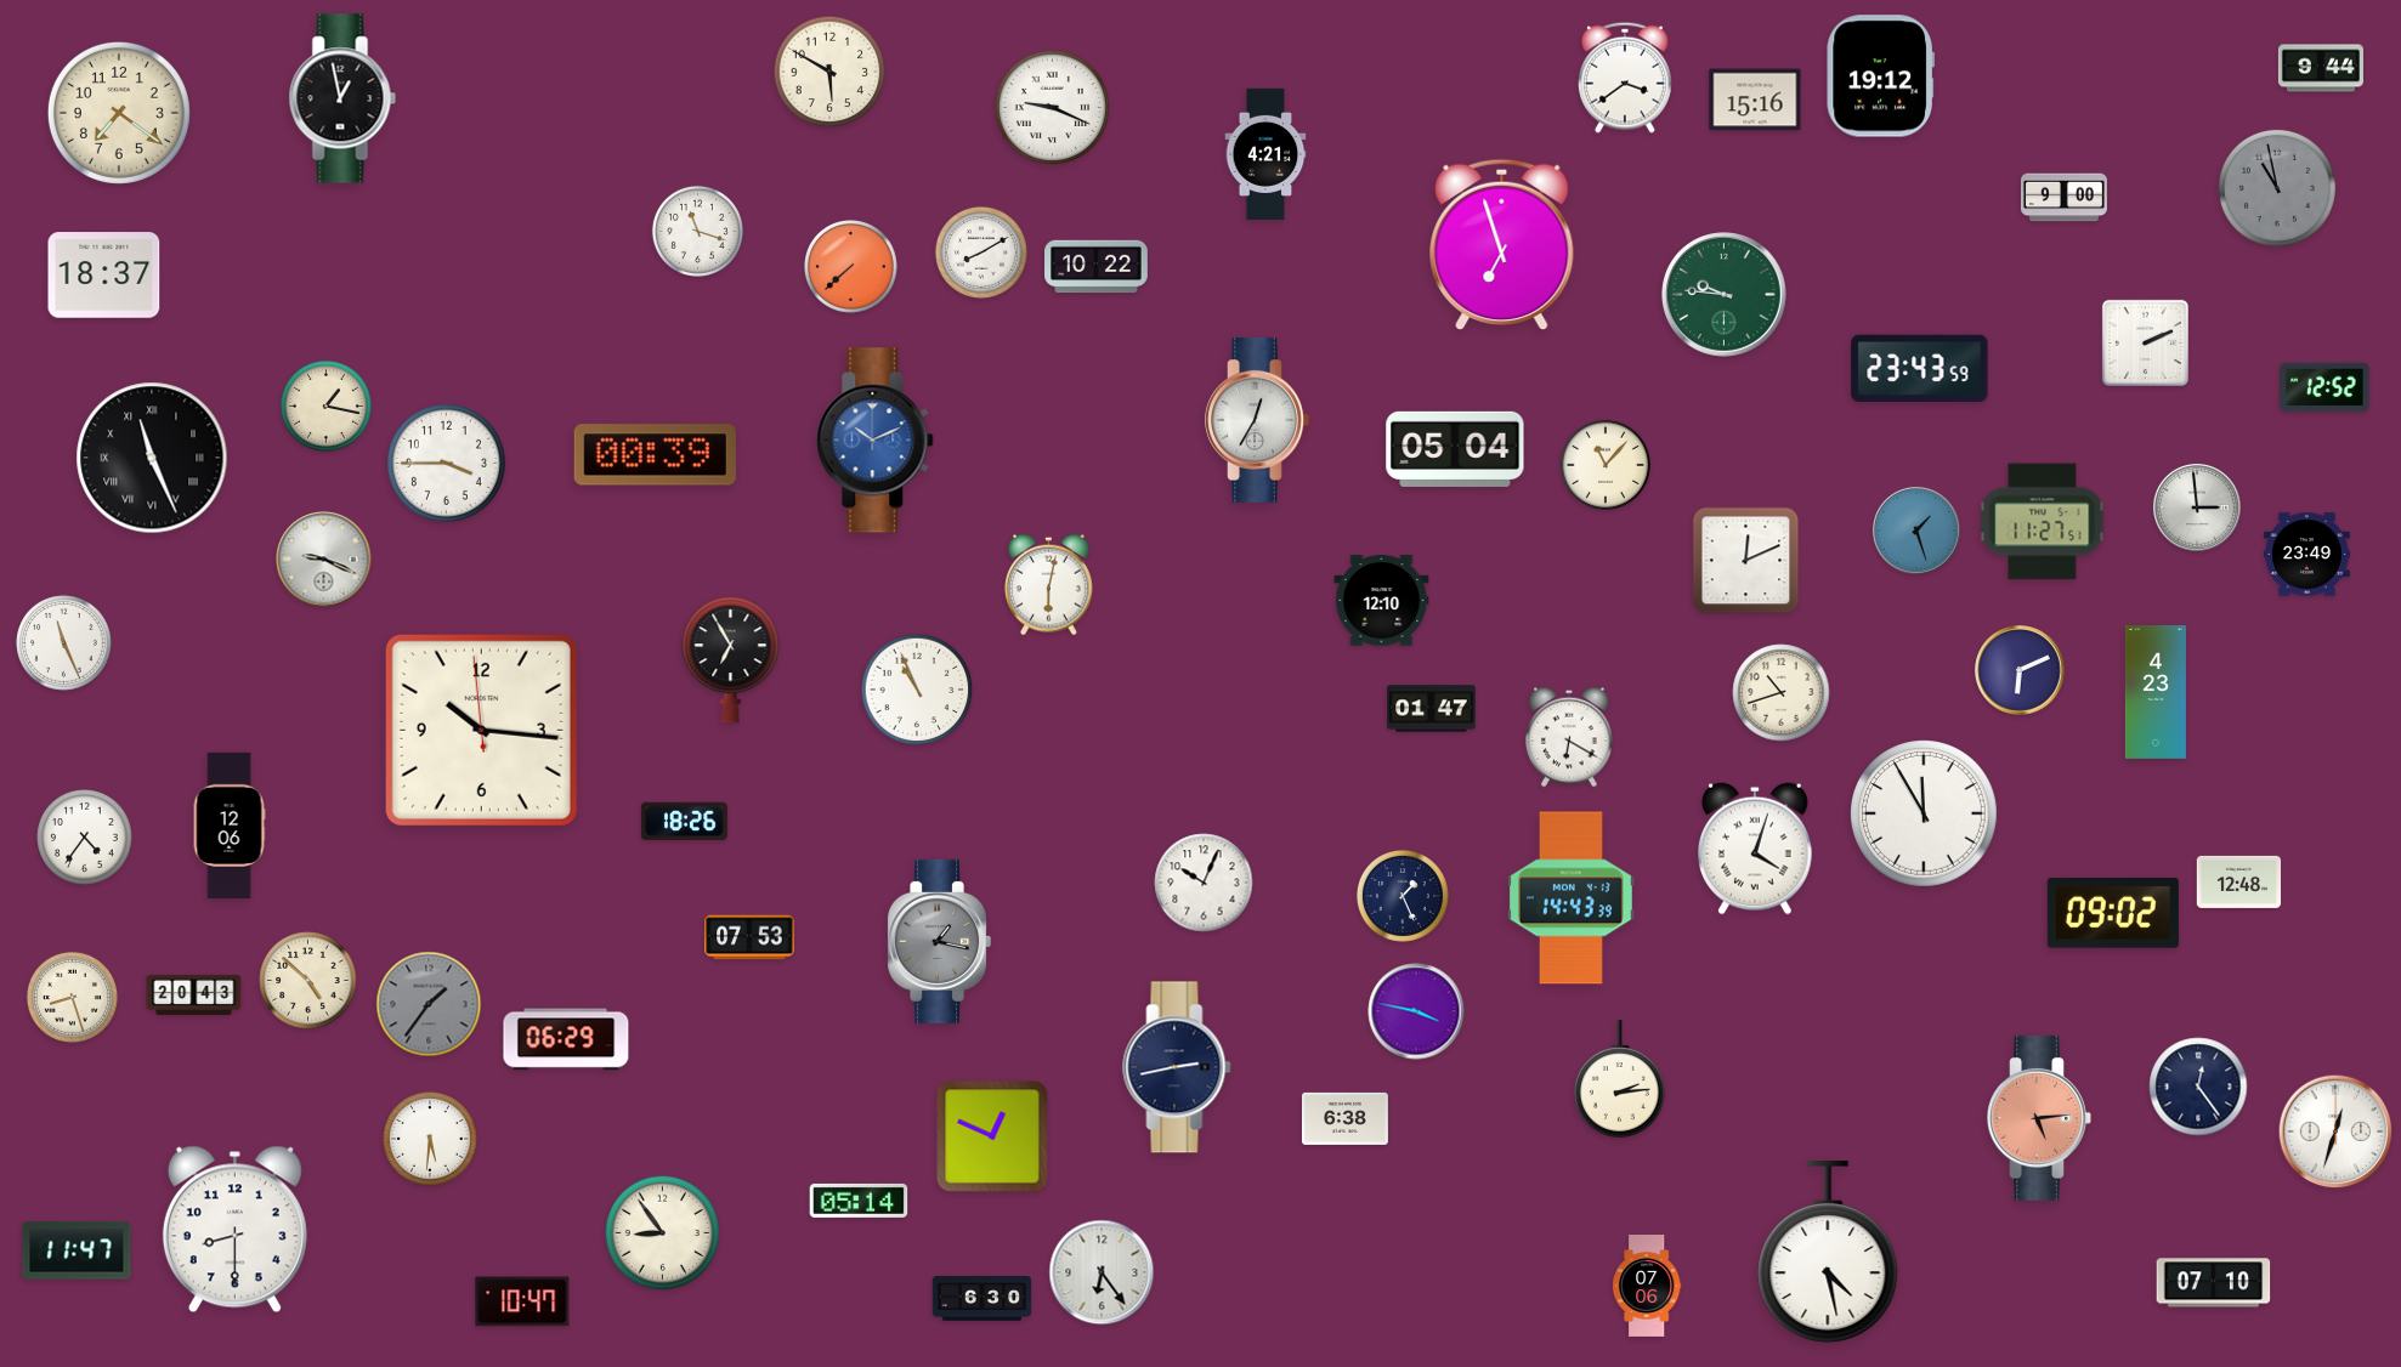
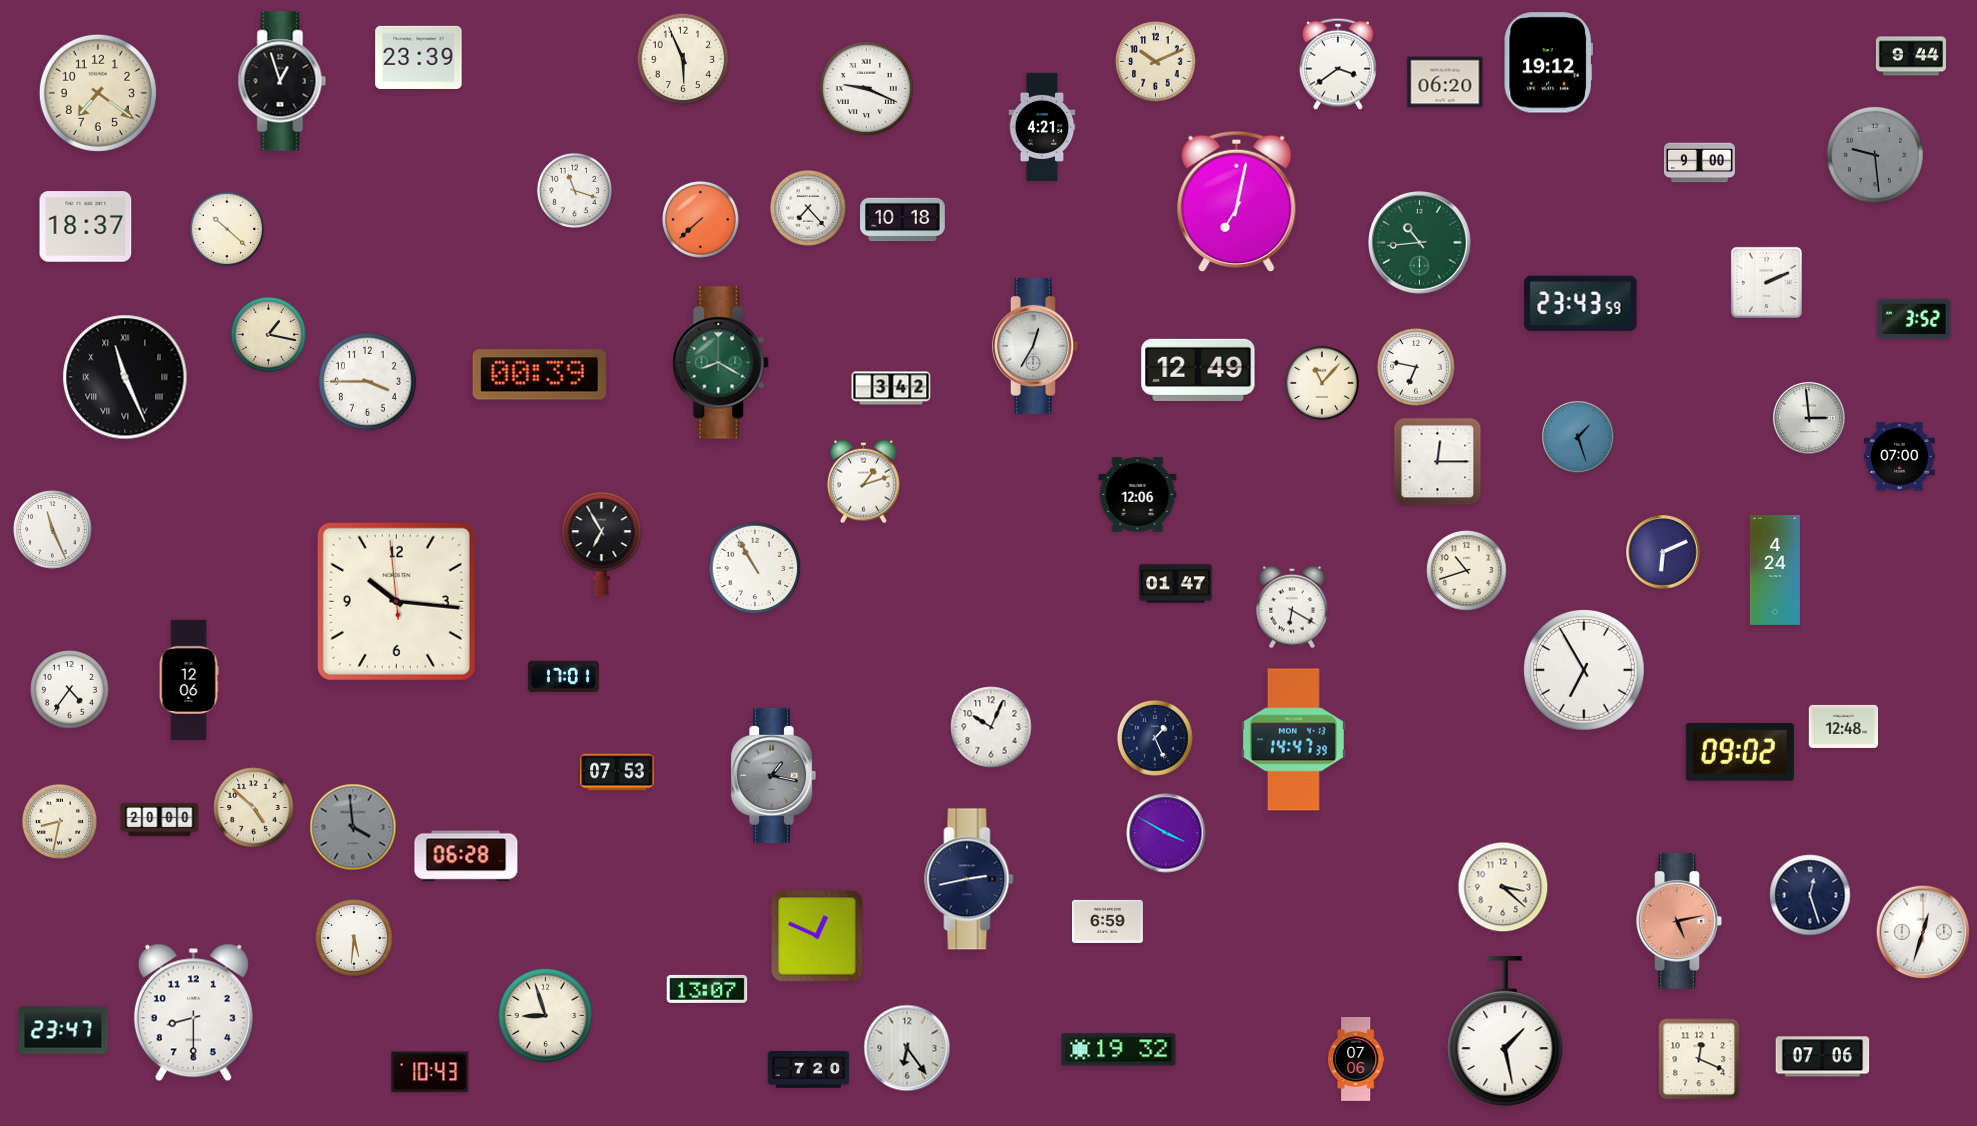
clock at (419, 57): none -> 23:39
clock at (829, 72): 5:50 -> 5:56
clock at (1156, 62): none -> 10:11
clock at (342, 98): 12:58 -> 12:57
clock at (1755, 100): 15:16 -> 06:20
clock at (2277, 188): 10:58 -> 9:29
clock at (1502, 245): 6:57 -> 7:02
clock at (981, 253): 8:10 -> 7:23
clock at (1097, 267): 10:22 -> 10:18
clock at (227, 229): none -> 10:22
clock at (1725, 295): 9:46 -> 10:44
clock at (2324, 387): 12:52 -> 3:52
clock at (876, 441): 10:11 -> 8:20
clock at (876, 441) dial: blue -> green
clock at (1416, 367): none -> 6:47
clock at (1455, 449): 05:04 -> 12:49
clock at (891, 388): none -> 3:42
clock at (2043, 522): 11:27 -> none
clock at (2306, 555): 23:49 -> 07:00
clock at (324, 560): 9:19 -> none
clock at (1746, 561): 12:11 -> 12:15
clock at (1049, 585): 6:02 -> 1:12
clock at (1382, 601): 12:10 -> 12:06
clock at (917, 690): 10:56 -> 10:55
clock at (2156, 693): 4:23 -> 4:24
clock at (1432, 709) position: (1432, 709) -> (1176, 584)
clock at (1925, 815): 11:55 -> 6:55
clock at (684, 821): 18:26 -> 17:01
clock at (1756, 849): 4:03 -> none
clock at (1570, 898): 14:43 -> 14:47
clock at (194, 994): 20:43 -> 20:00
clock at (72, 997): 8:27 -> 8:32
clock at (429, 1004): 1:36 -> 3:59
clock at (1416, 1011): 3:47 -> 3:50
clock at (566, 1039): 06:29 -> 06:28
clock at (1503, 887): none -> 3:22
clock at (1619, 1078): 2:14 -> none
clock at (2198, 1087): 12:24 -> 12:27
clock at (1344, 1118): 6:38 -> 6:59
clock at (2039, 1118): 5:14 -> 5:13
clock at (859, 1201): 05:14 -> 13:07
clock at (663, 1233): 8:54 -> 8:57
clock at (77, 1250): 11:47 -> 23:47
clock at (1828, 1252): 4:28 -> 1:28
clock at (1119, 1050): none -> 19:32
clock at (2214, 1283): 07:10 -> 07:06
clock at (1699, 1059): none -> 12:19
clock at (983, 1299): 6:30 -> 7:20
clock at (522, 1301): 10:47 -> 10:43
